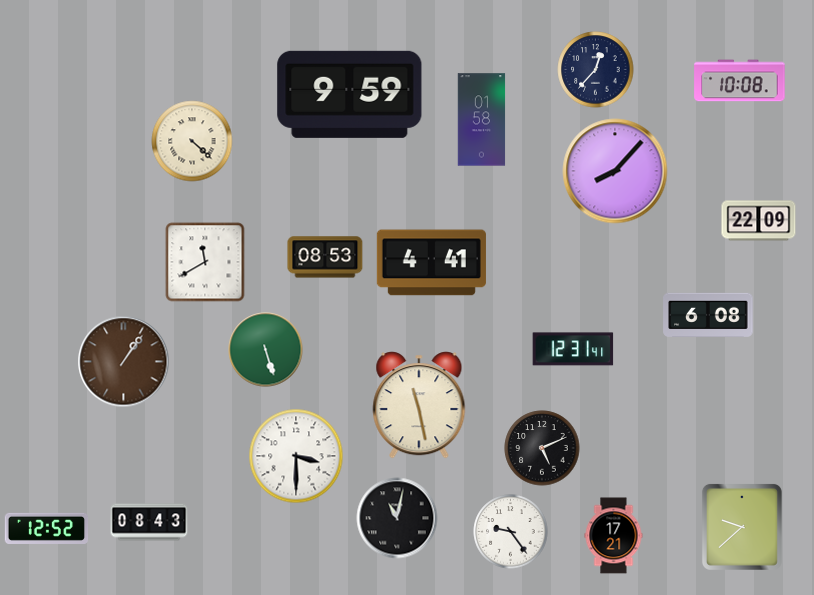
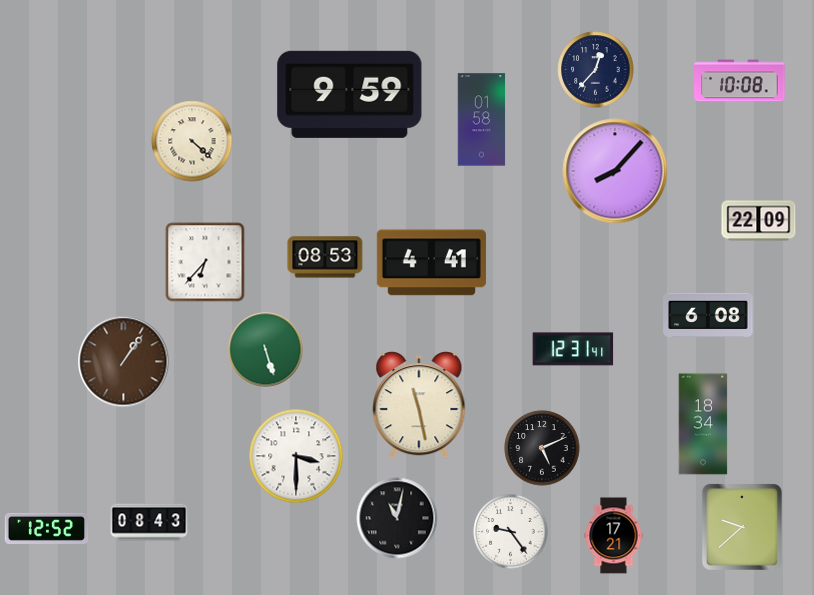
clock at (205, 262): 11:40 -> 6:37
clock at (703, 424): none -> 18:34
